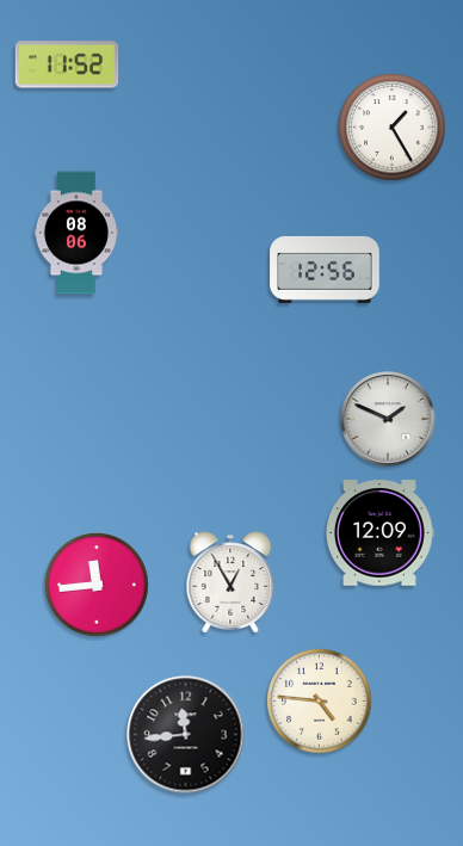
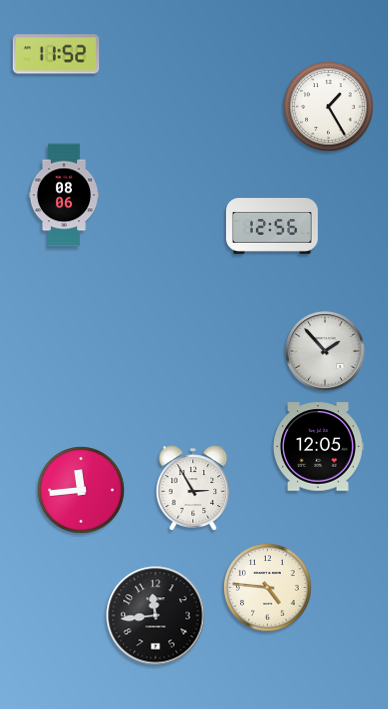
clock at (388, 419): 1:49 -> 1:53
clock at (379, 533): 12:09 -> 12:05
clock at (230, 582): 12:55 -> 2:55
